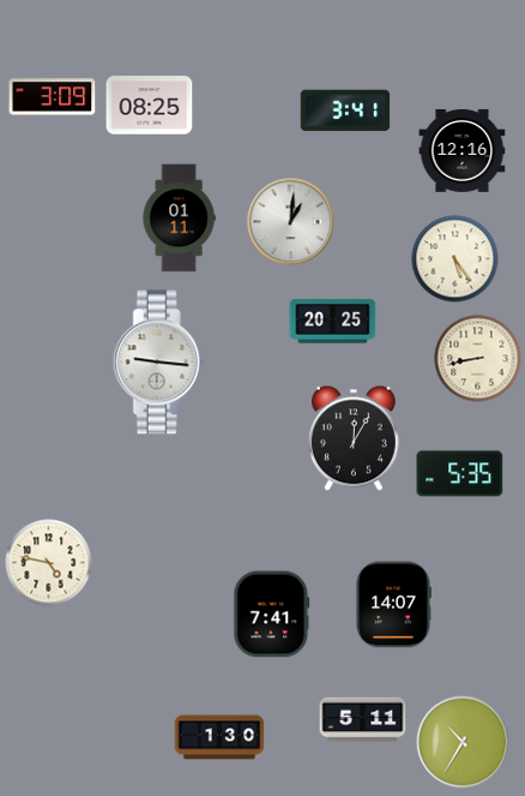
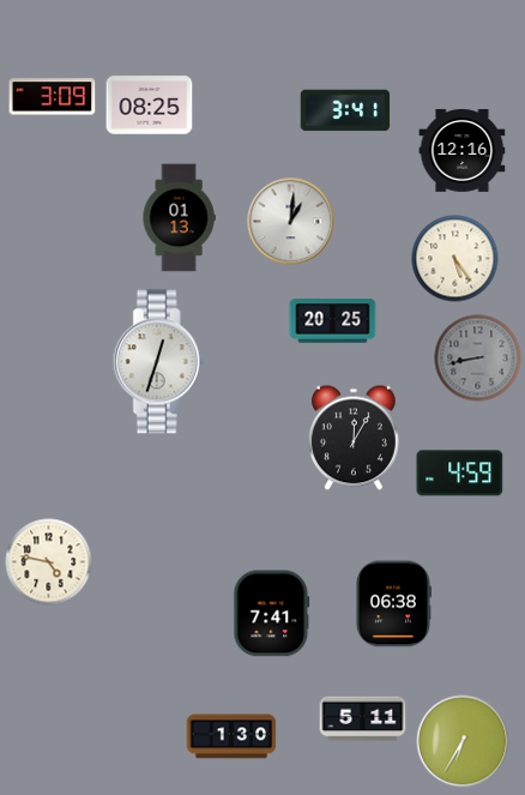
clock at (179, 219): 01:11 -> 01:13
clock at (478, 359) dial: cream -> grey
clock at (158, 363): 9:16 -> 12:33
clock at (460, 474): 5:35 -> 4:59
clock at (393, 605): 14:07 -> 06:38
clock at (219, 737) position: (219, 737) -> (231, 736)
clock at (463, 742): 10:35 -> 6:35
